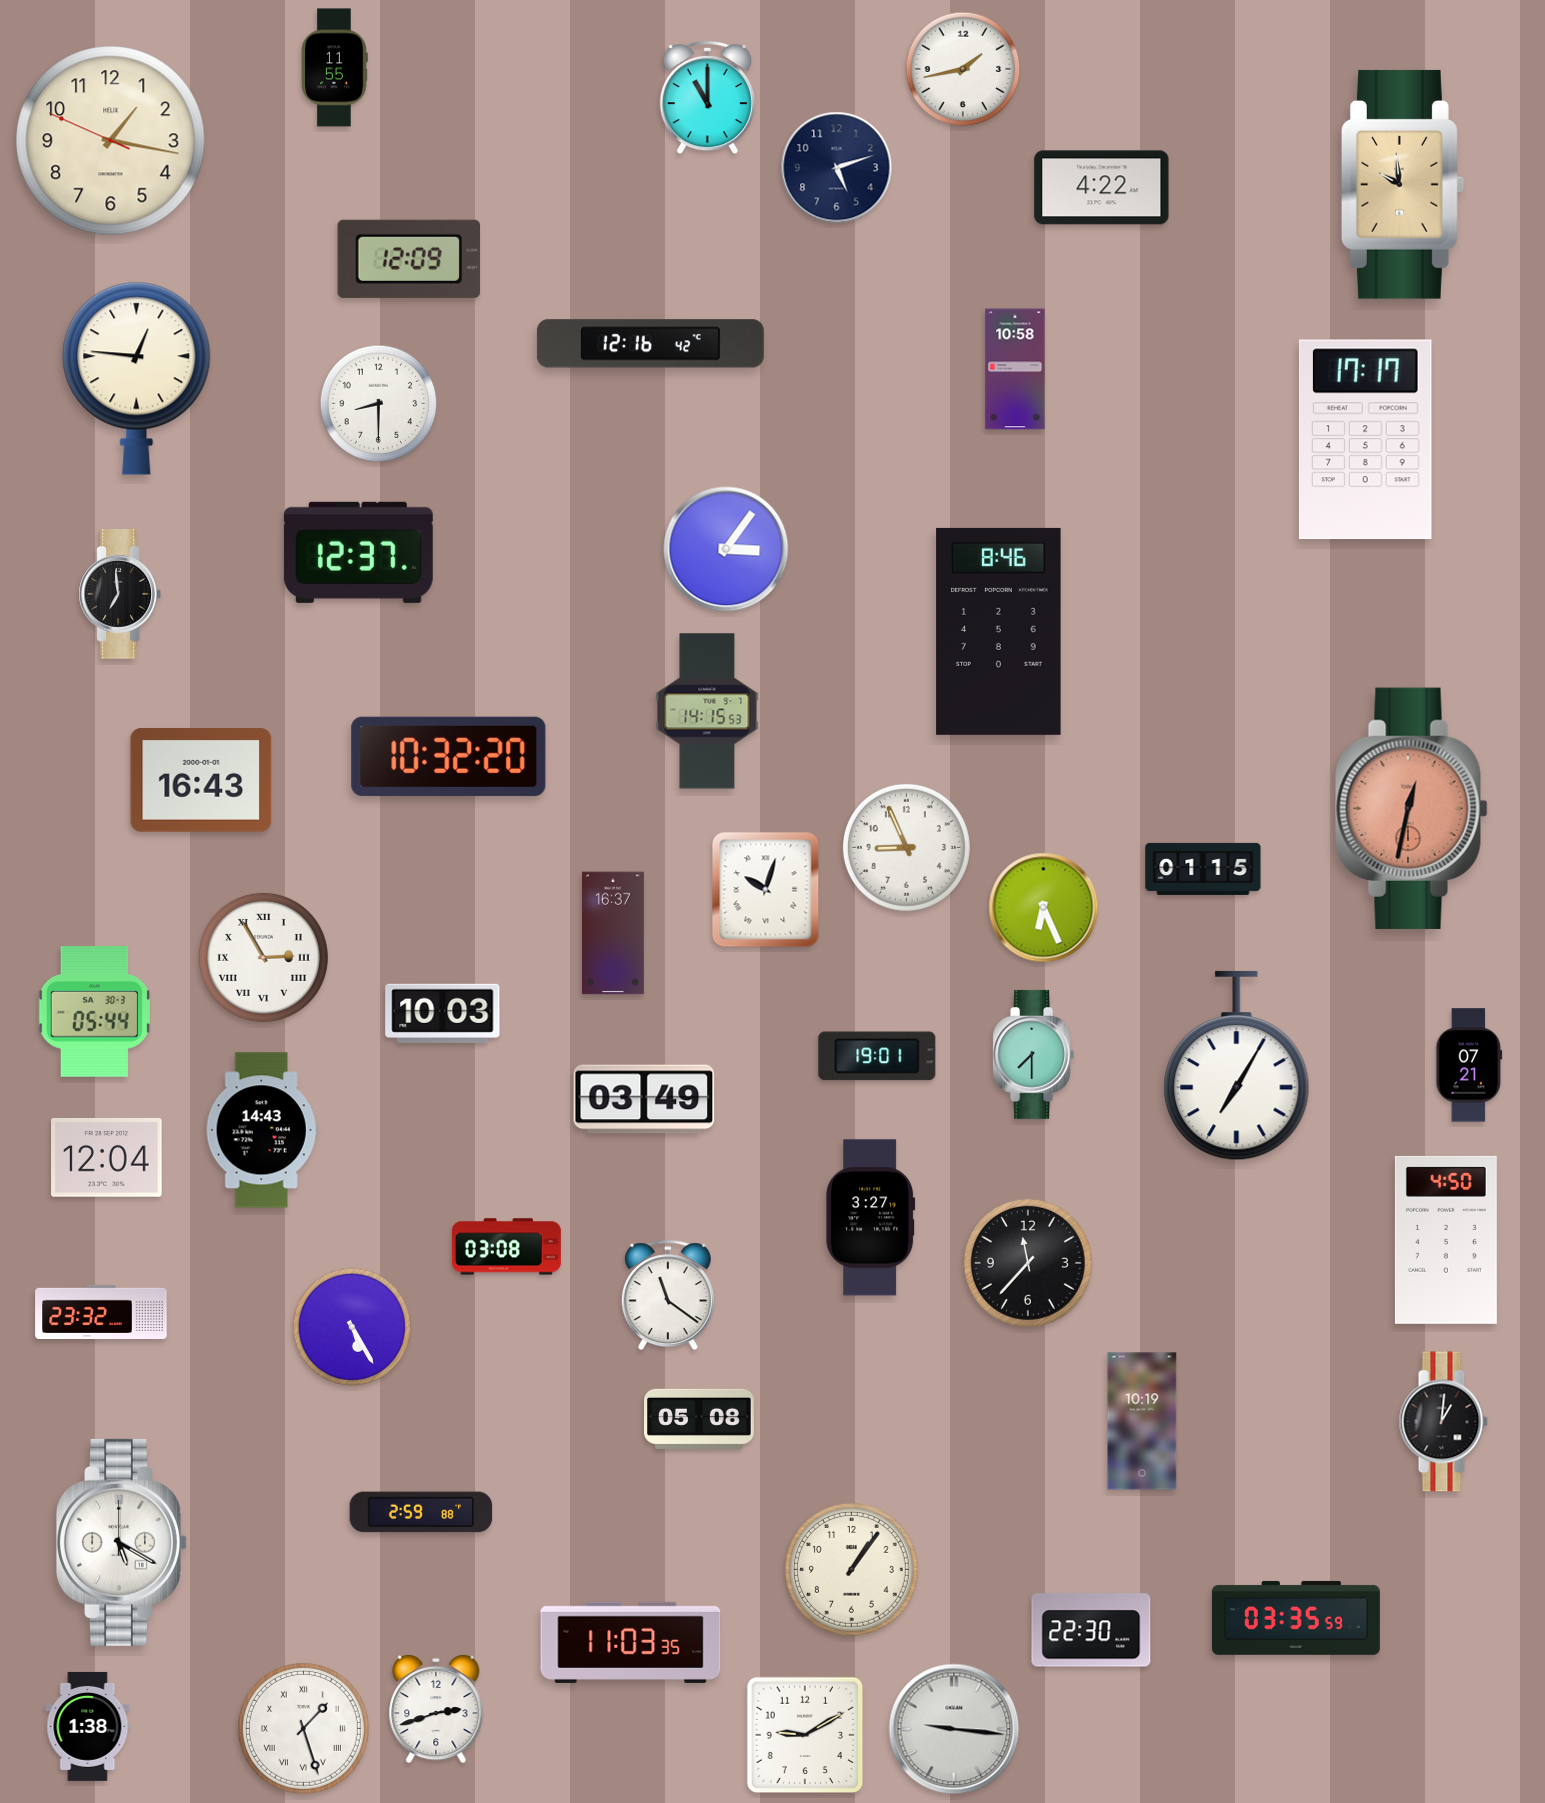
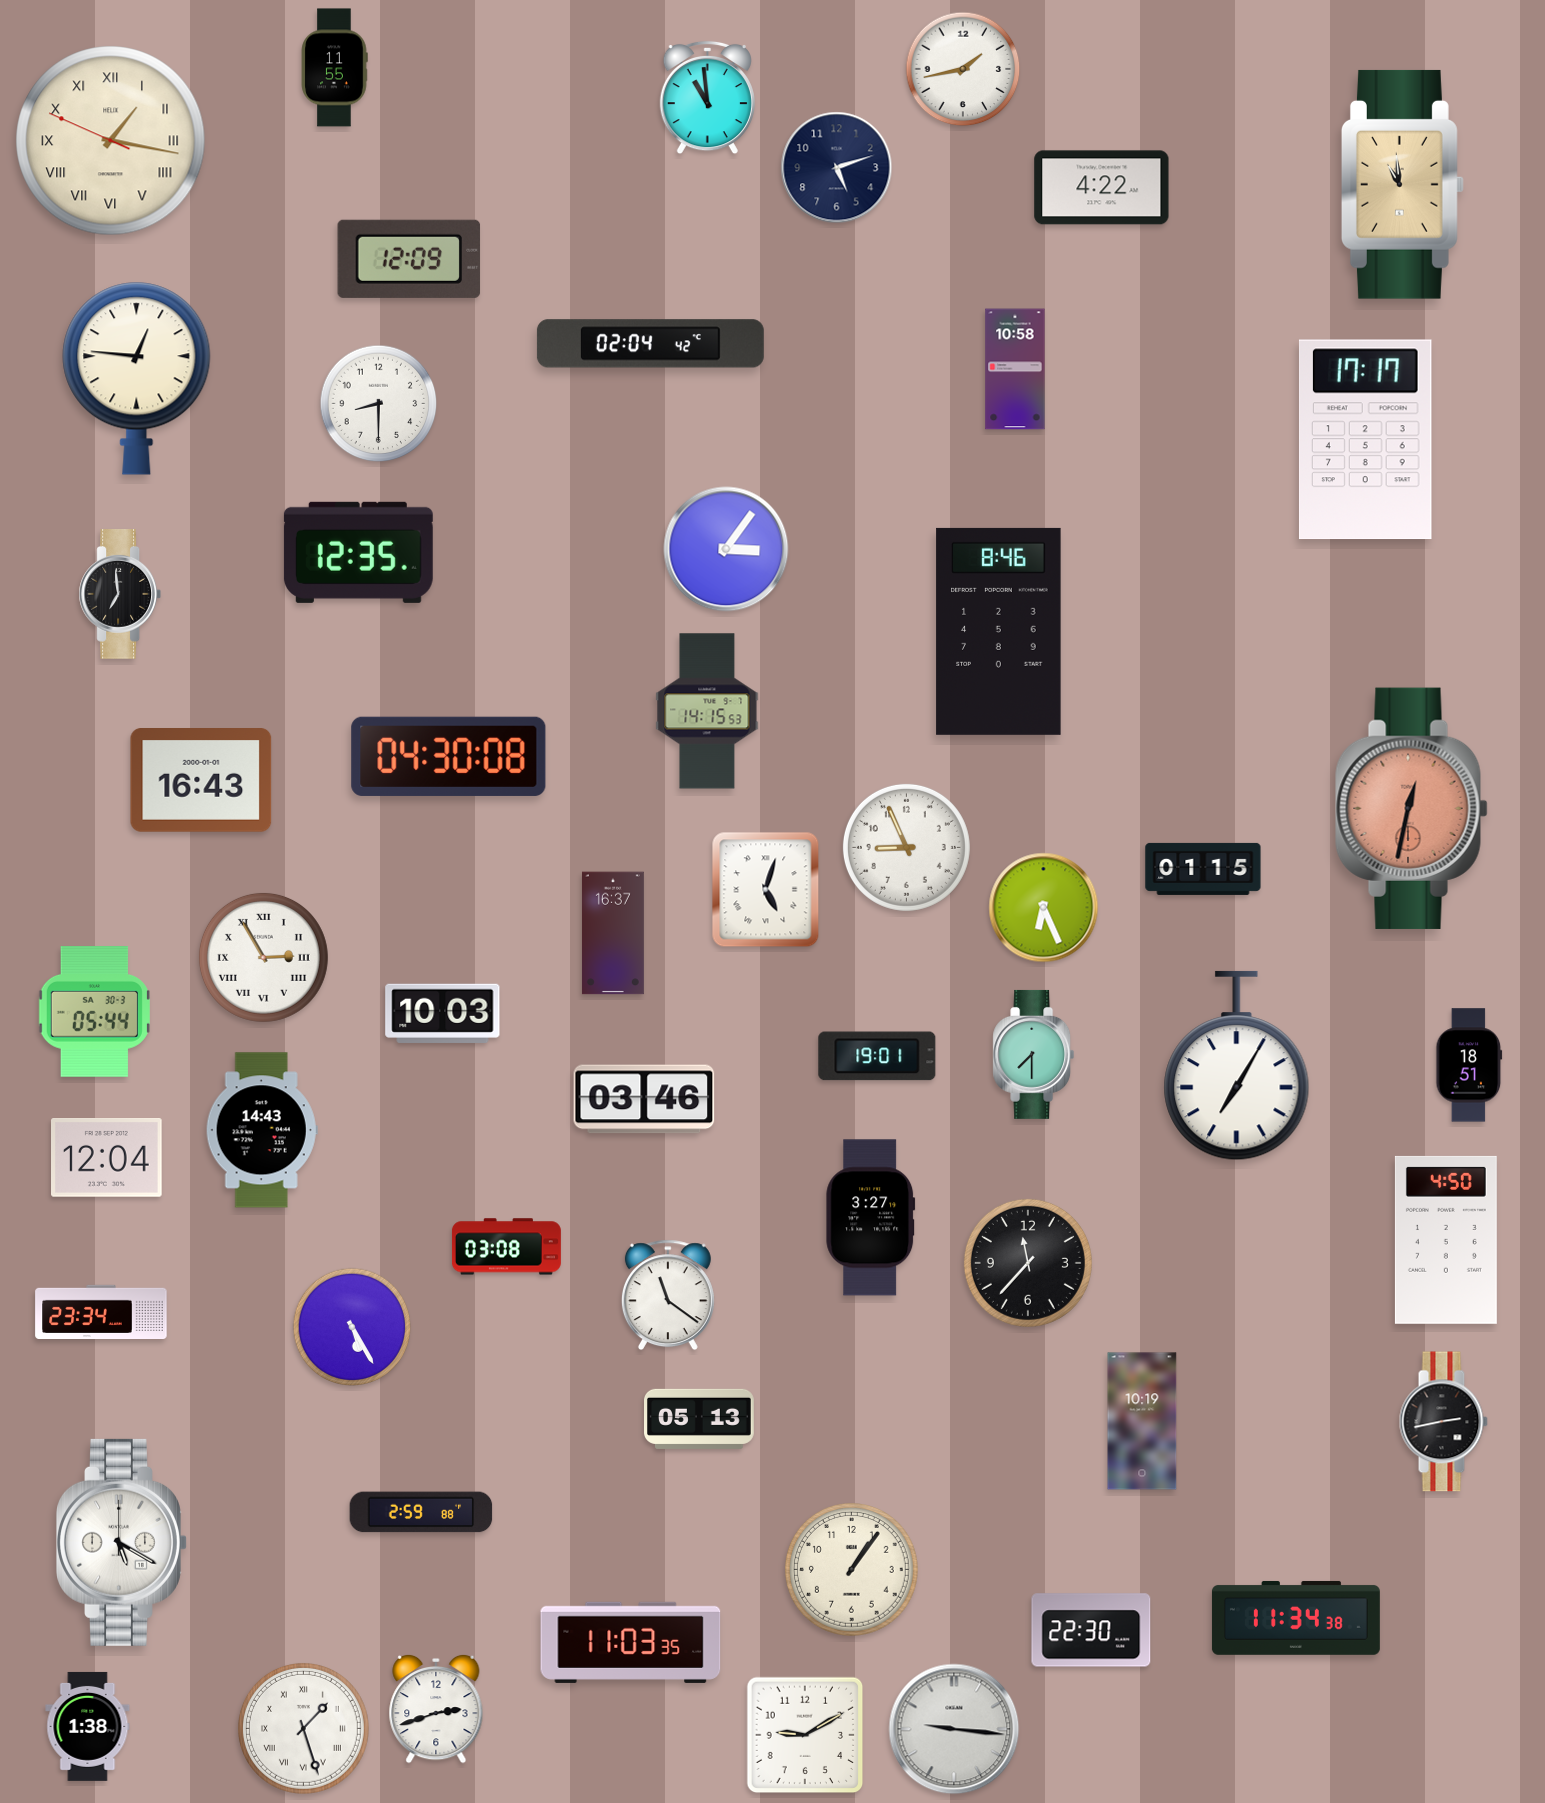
clock at (707, 98): 11:00 -> 10:59
clock at (111, 141) numerals: Arabic -> Roman
clock at (1402, 184): 9:59 -> 10:59
clock at (650, 344): 12:16 -> 02:04
clock at (358, 552): 12:37 -> 12:35
clock at (449, 756): 10:32 -> 04:30
clock at (766, 890): 10:03 -> 5:03
clock at (1469, 1065): 07:21 -> 18:51
clock at (644, 1099): 03:49 -> 03:46
clock at (101, 1311): 23:32 -> 23:34
clock at (700, 1419): 05:08 -> 05:13
clock at (1443, 1422): 1:01 -> 2:43
clock at (1296, 1618): 03:35 -> 11:34
